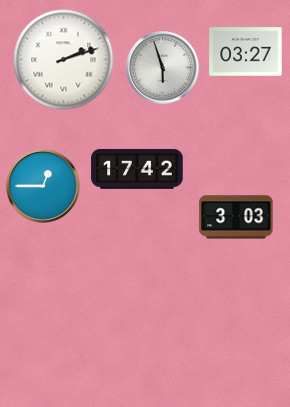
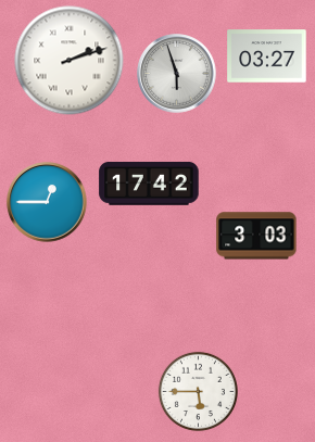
clock at (64, 60) position: (64, 60) -> (70, 61)
clock at (198, 391): none -> 5:45
